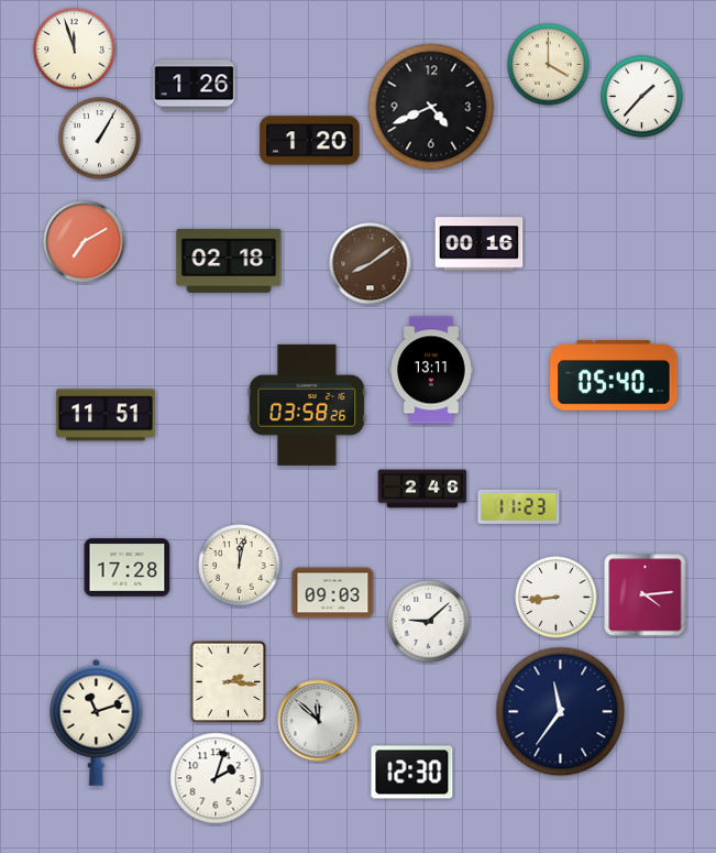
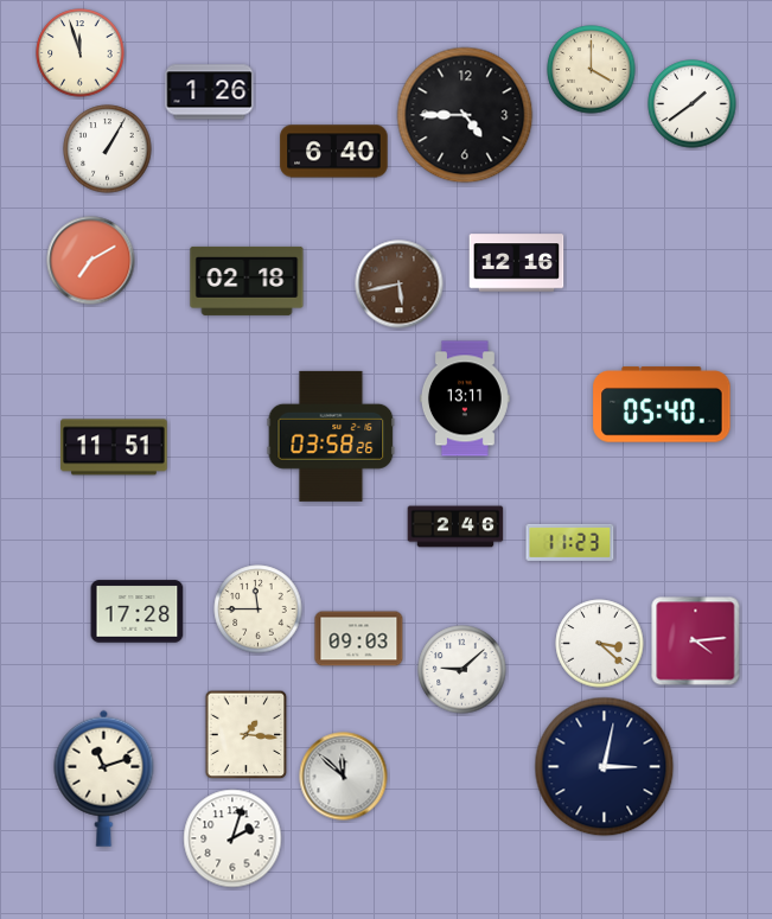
clock at (642, 97): 1:37 -> 1:39
clock at (431, 107): 4:41 -> 4:45
clock at (310, 141): 1:20 -> 6:40
clock at (480, 244): 00:16 -> 12:16
clock at (371, 264): 8:09 -> 5:43
clock at (519, 506) position: (519, 506) -> (570, 542)
clock at (240, 566): 12:02 -> 11:45
clock at (557, 598): 8:44 -> 3:22
clock at (229, 682): 2:16 -> 1:16
clock at (561, 712): 11:36 -> 3:02
clock at (412, 773): 12:30 -> none
